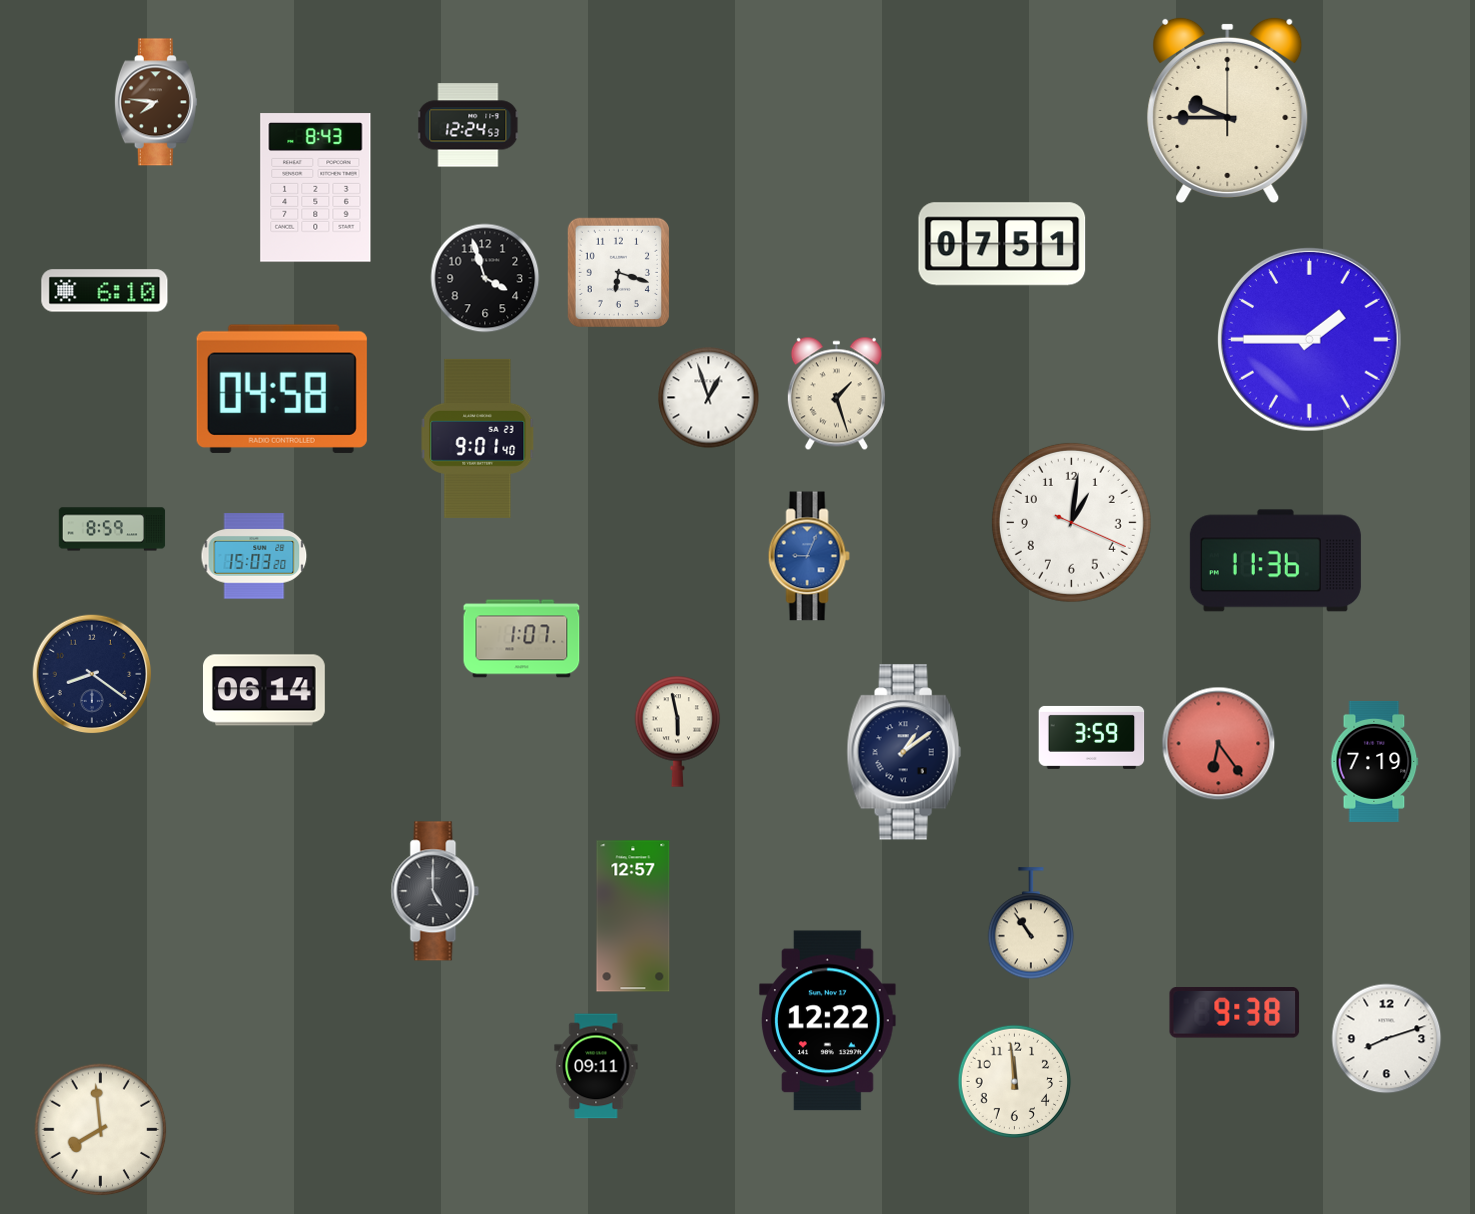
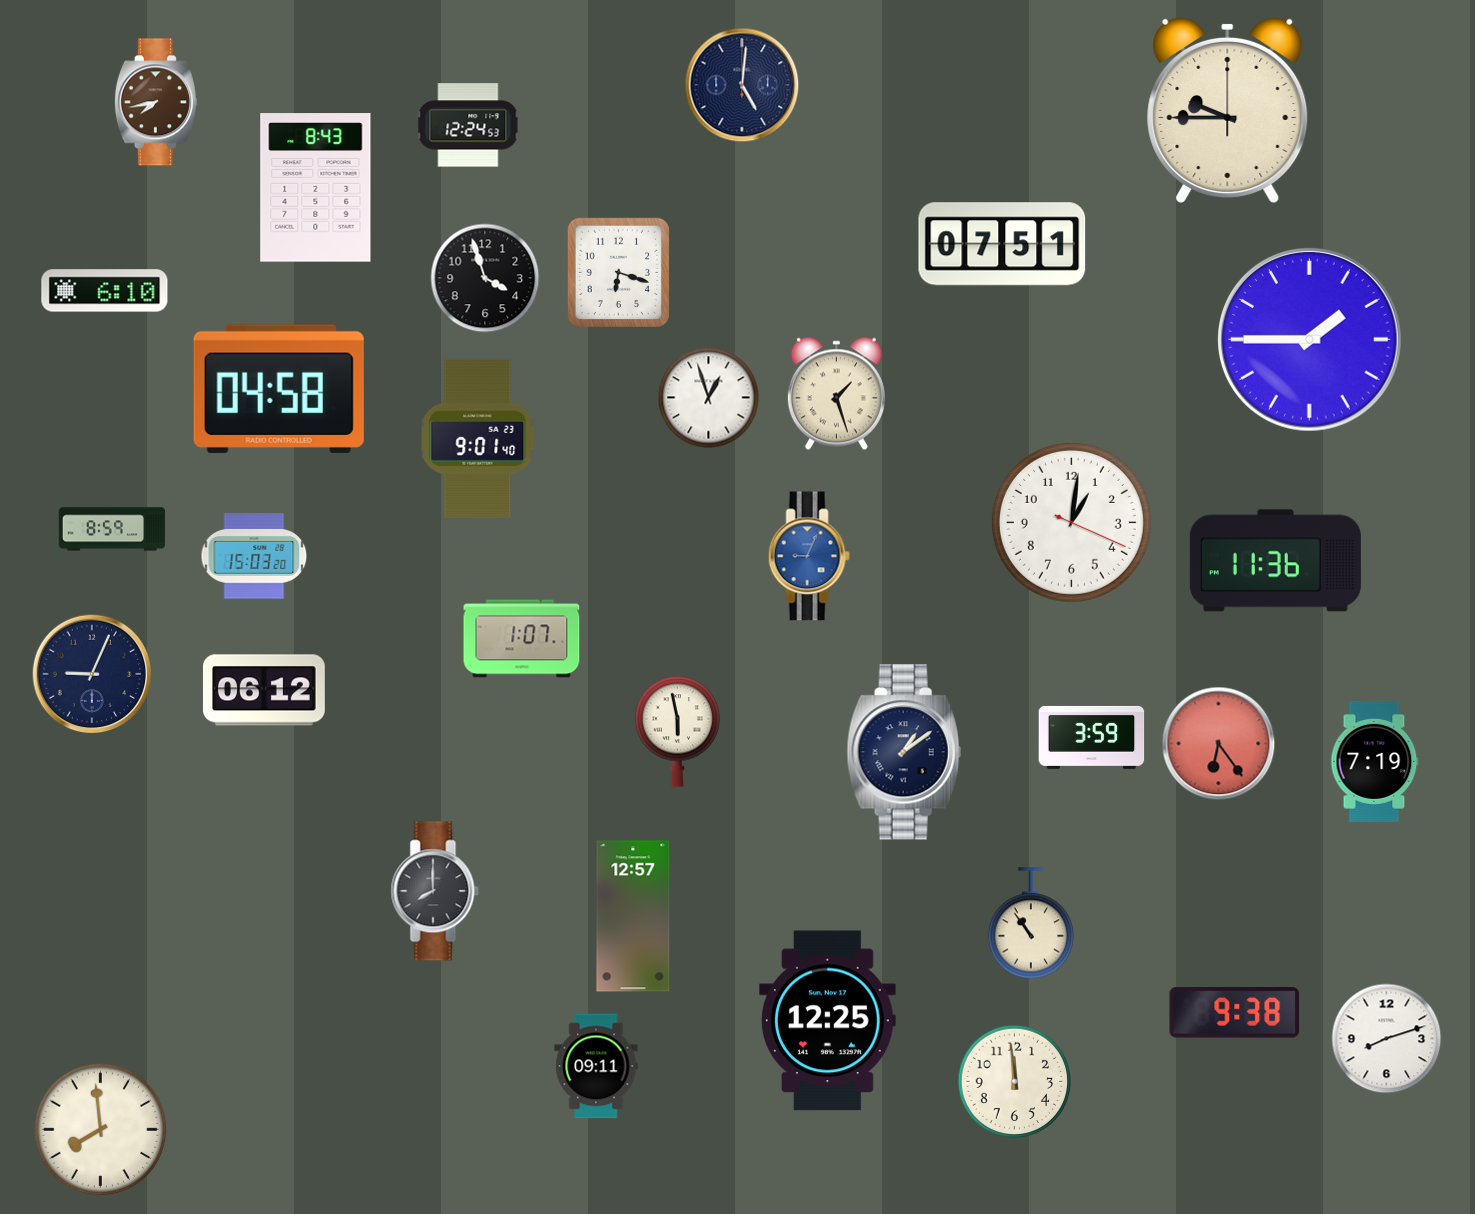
clock at (742, 85): none -> 5:01
clock at (156, 102): 7:46 -> 7:43
clock at (282, 389) position: (282, 389) -> (279, 389)
clock at (92, 674): 8:21 -> 9:04
clock at (264, 690): 06:14 -> 06:12
clock at (435, 891): 5:00 -> 8:00
clock at (828, 1021): 12:22 -> 12:25
